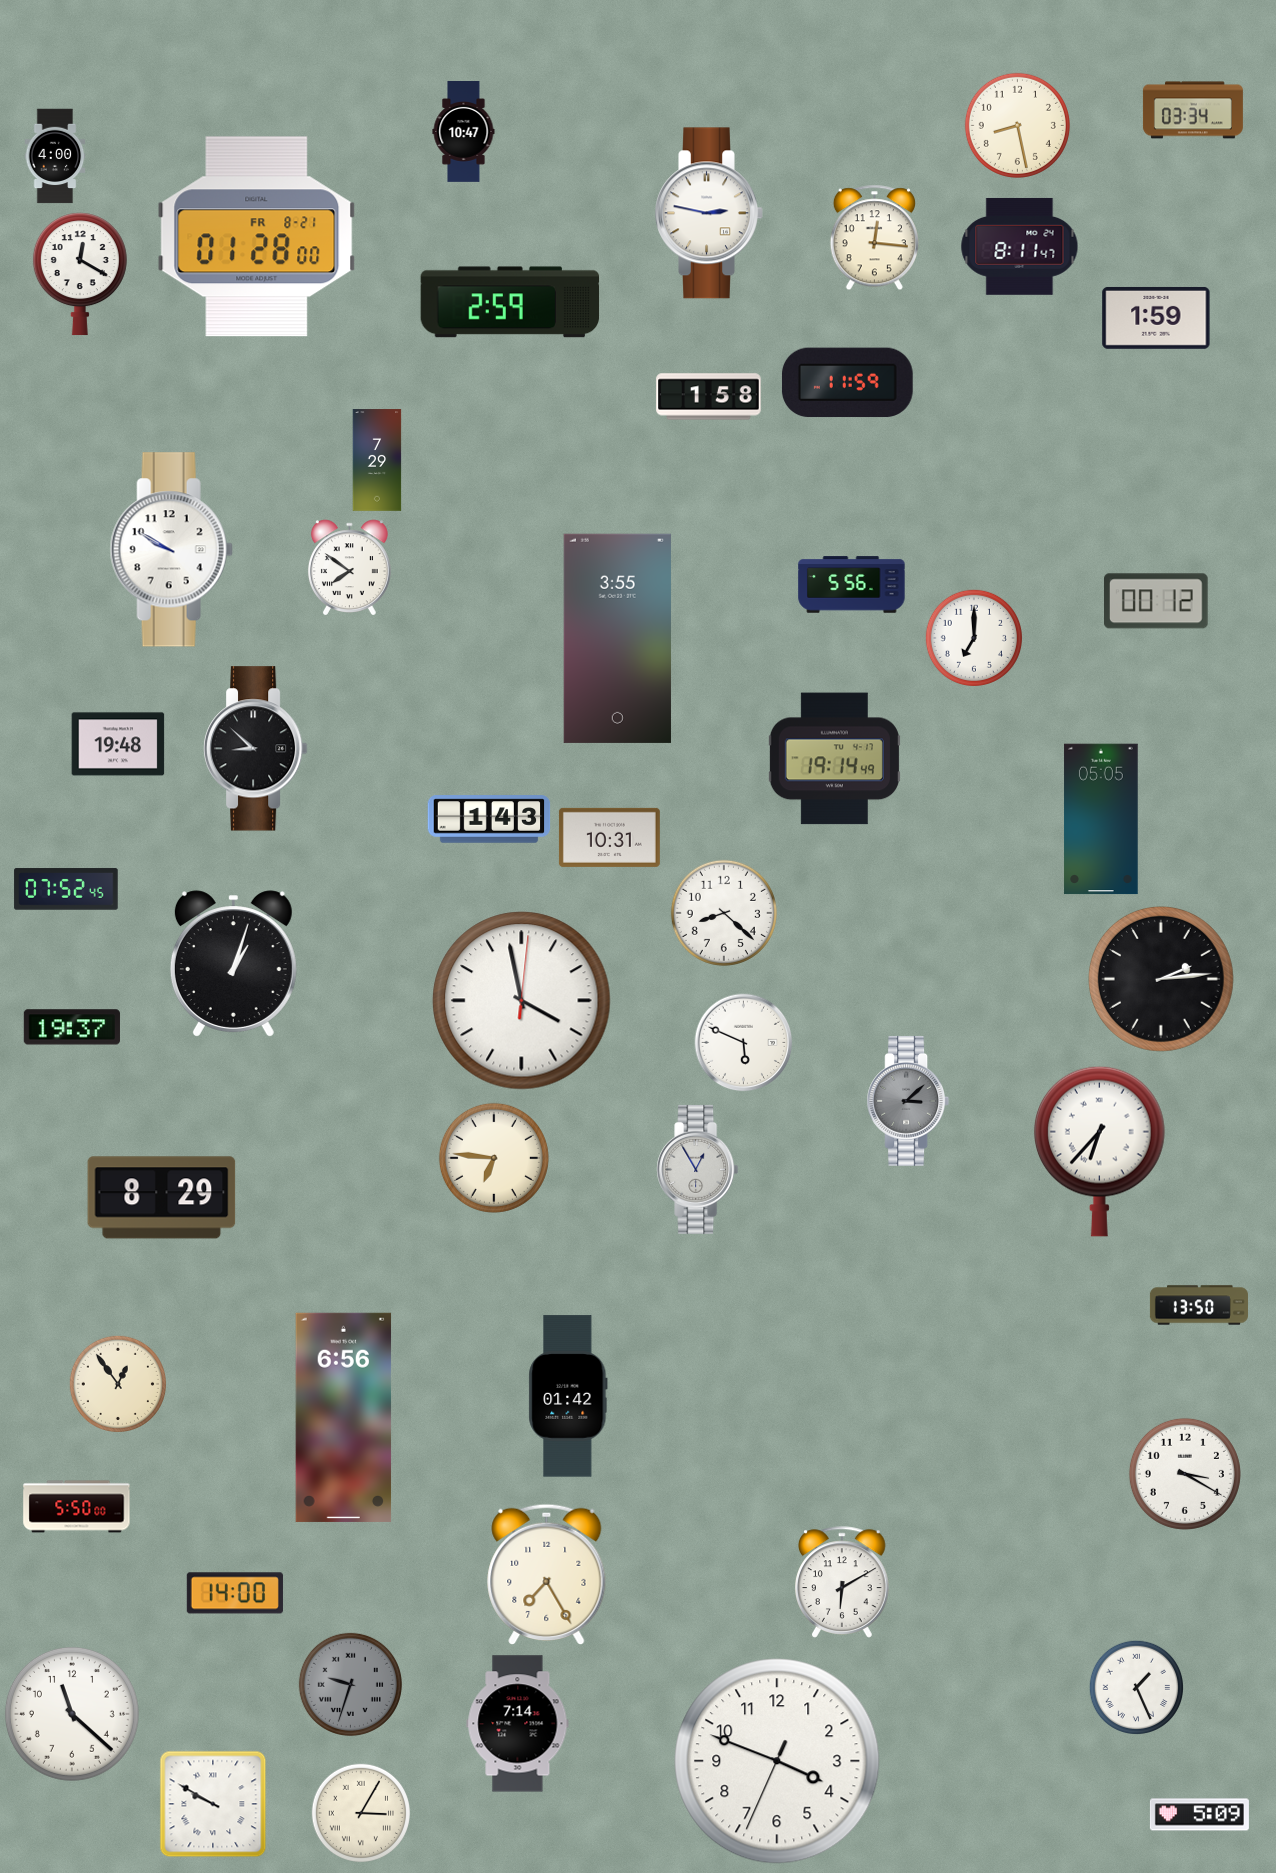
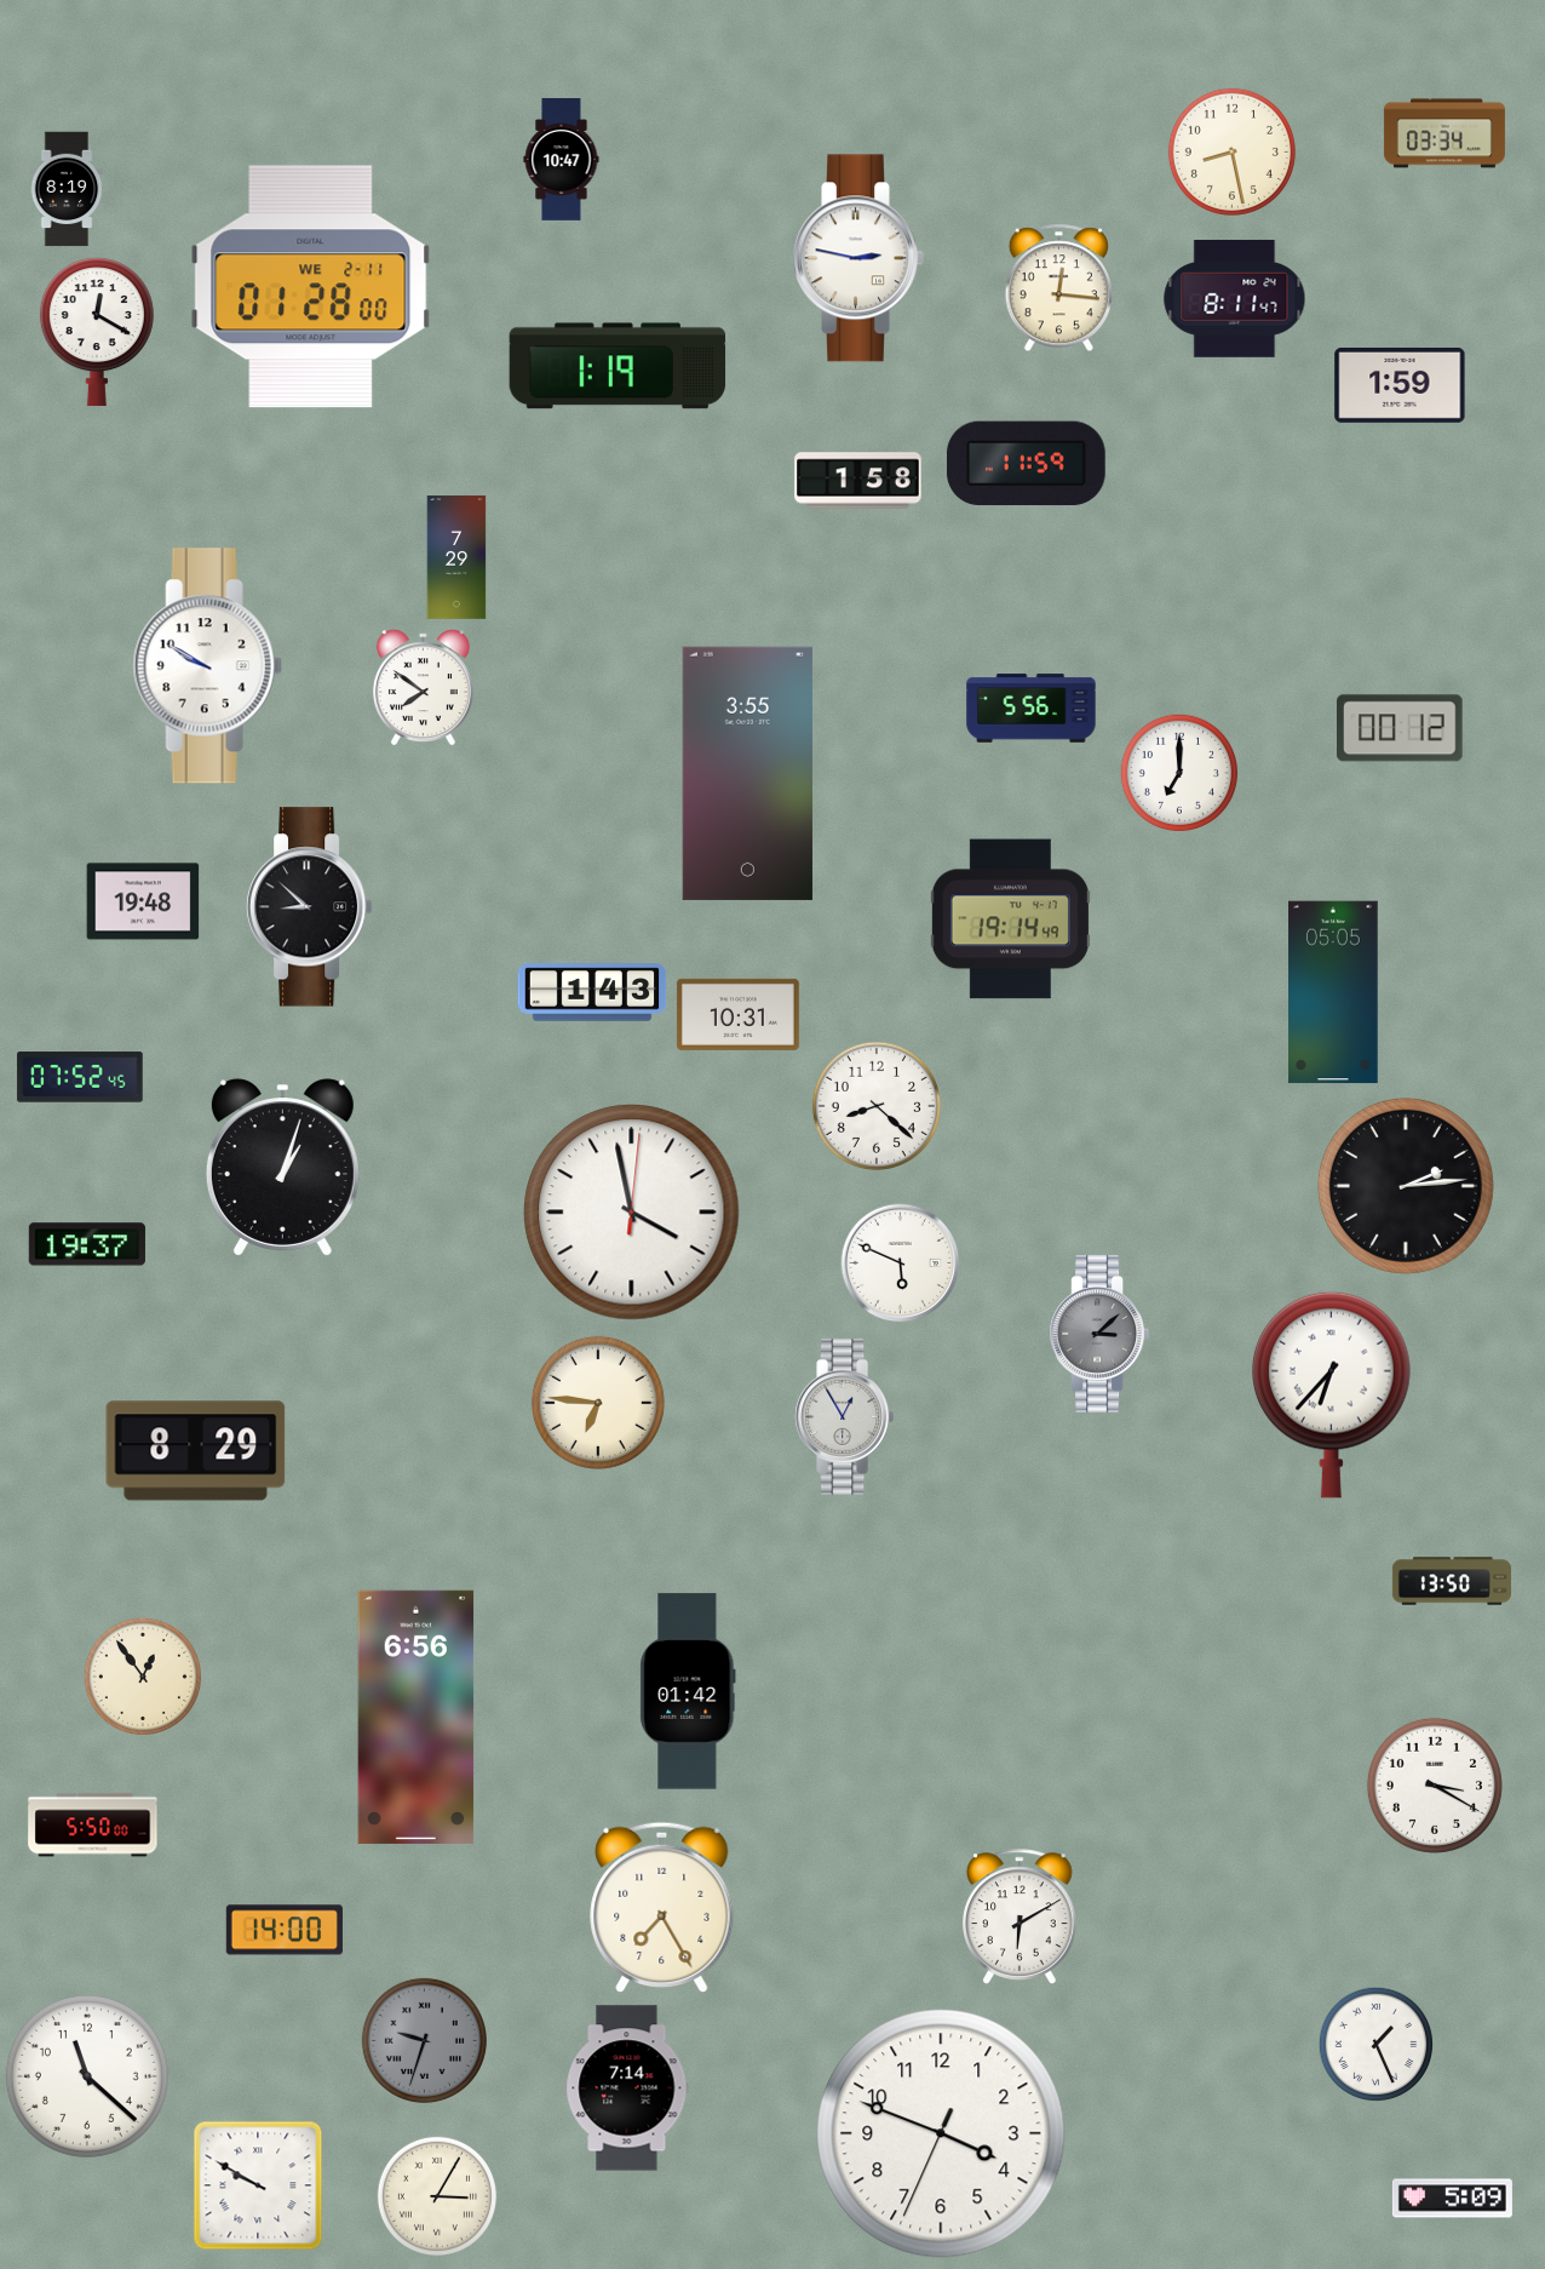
clock at (55, 156): 4:00 -> 8:19
clock at (257, 237) date: FR 8-21 -> WE 2-11
clock at (510, 302): 2:59 -> 1:19
